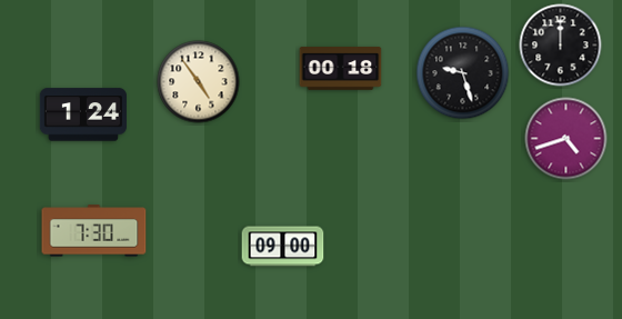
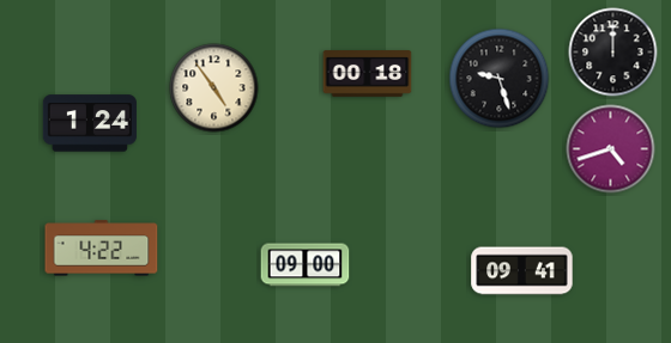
clock at (561, 46) position: (561, 46) -> (613, 53)
clock at (94, 231): 7:30 -> 4:22
clock at (522, 271): none -> 09:41
